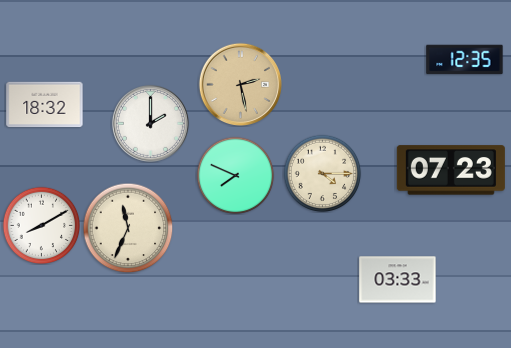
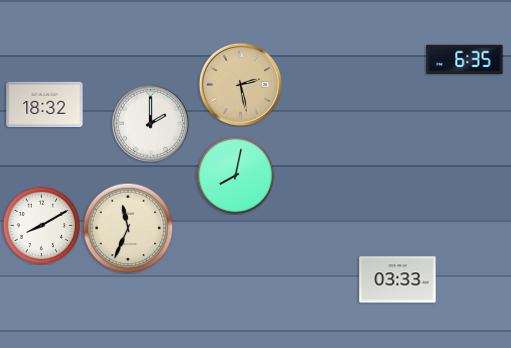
clock at (465, 60): 12:35 -> 6:35
clock at (451, 170): 07:23 -> none
clock at (322, 173): 4:15 -> none
clock at (235, 175): 7:49 -> 8:02
